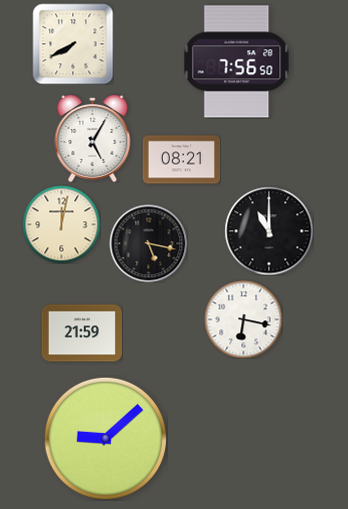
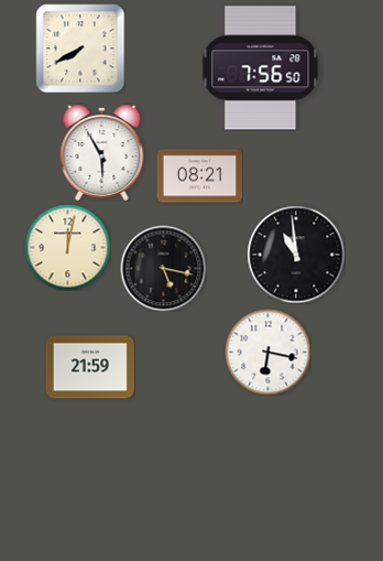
clock at (93, 139): 5:05 -> 5:55
clock at (269, 231): 11:00 -> 10:59
clock at (105, 438): 9:08 -> none
